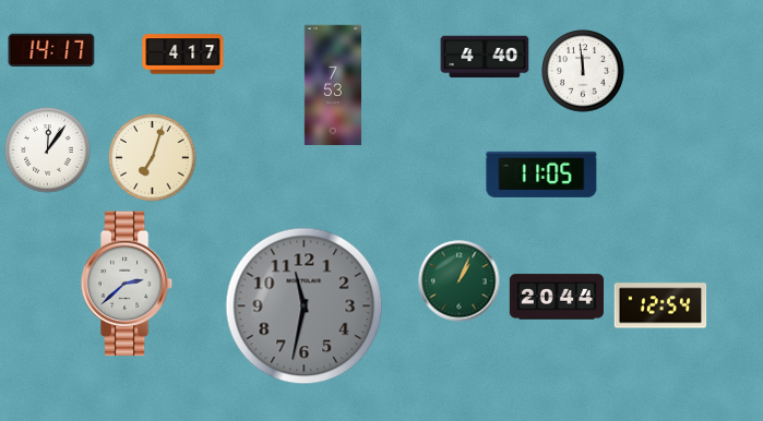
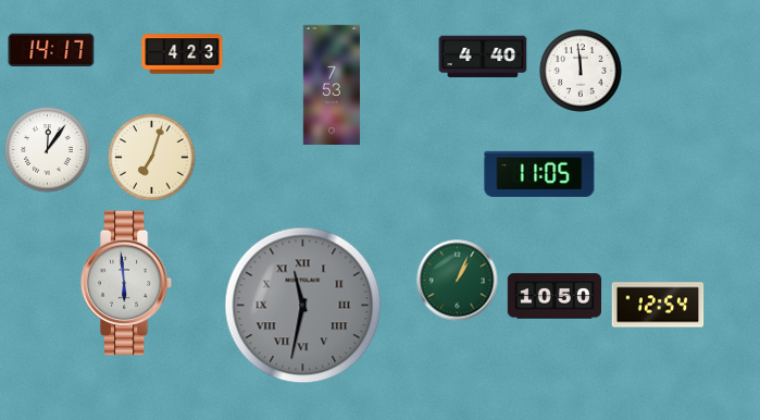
clock at (183, 55): 4:17 -> 4:23
clock at (127, 284): 2:38 -> 5:59
clock at (556, 297): 20:44 -> 10:50
clock at (305, 306) numerals: Arabic -> Roman
